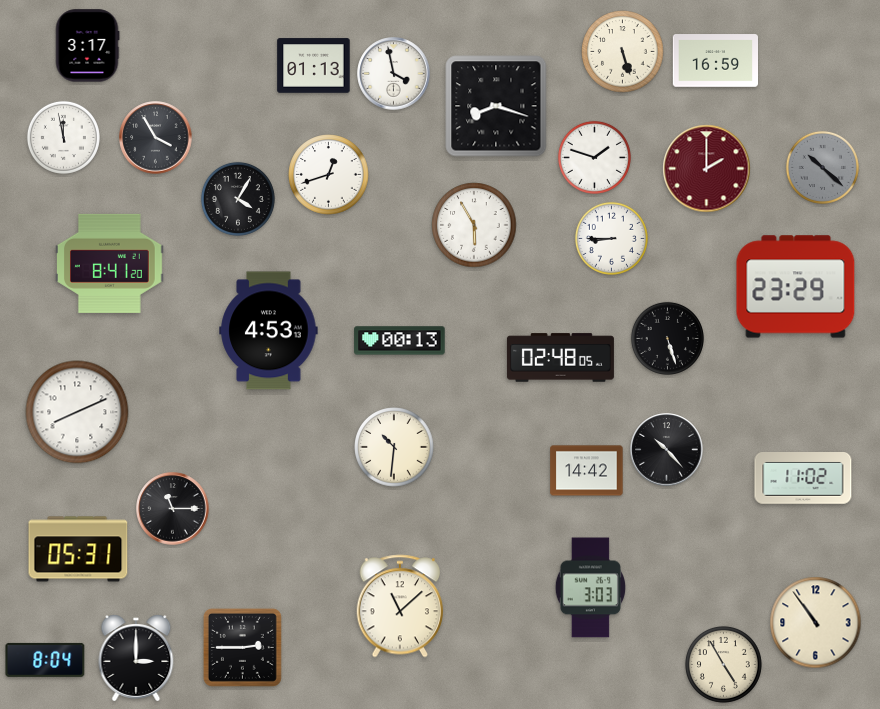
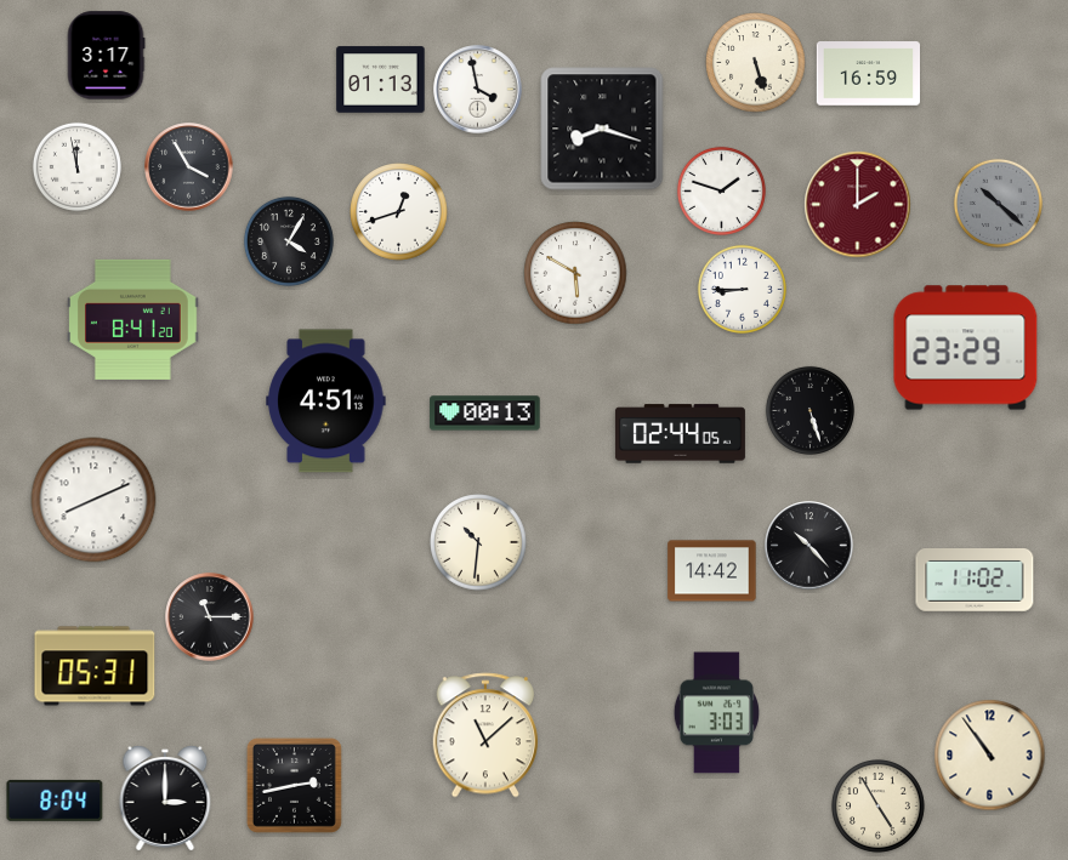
clock at (474, 225): 5:55 -> 5:50
clock at (269, 331): 4:53 -> 4:51
clock at (560, 358): 02:48 -> 02:44
clock at (242, 647): 2:45 -> 2:43
